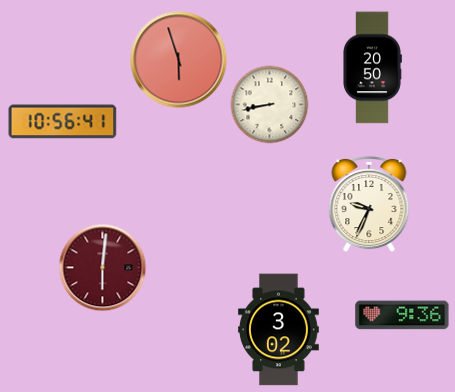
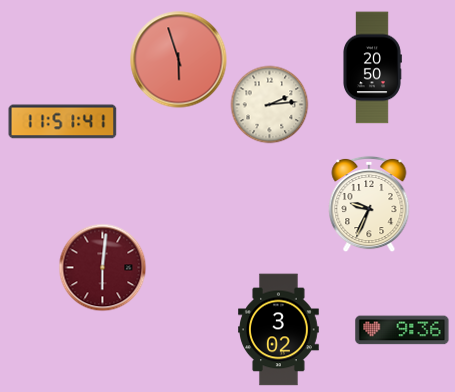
clock at (269, 104): 8:43 -> 2:14
clock at (63, 122): 10:56 -> 11:51
clock at (402, 315) position: (402, 315) -> (402, 330)
